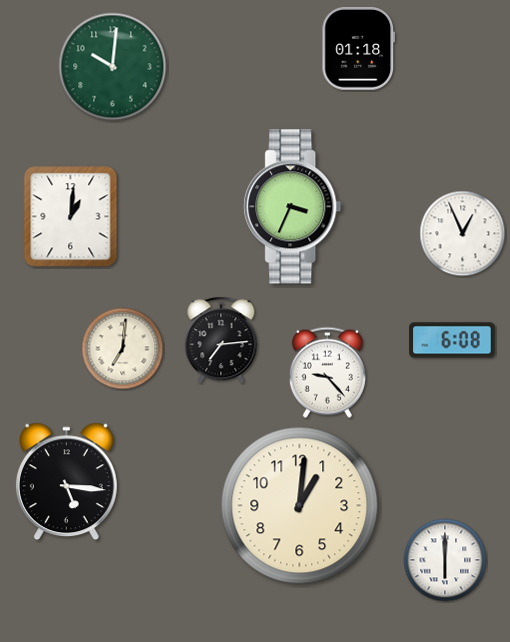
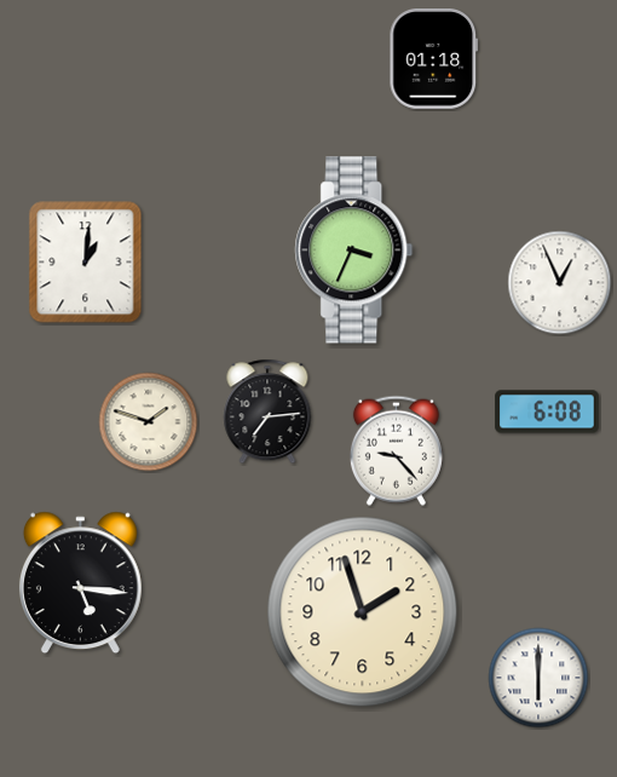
clock at (113, 67): 10:01 -> none
clock at (123, 349): 7:01 -> 1:48
clock at (300, 506): 1:01 -> 1:57
